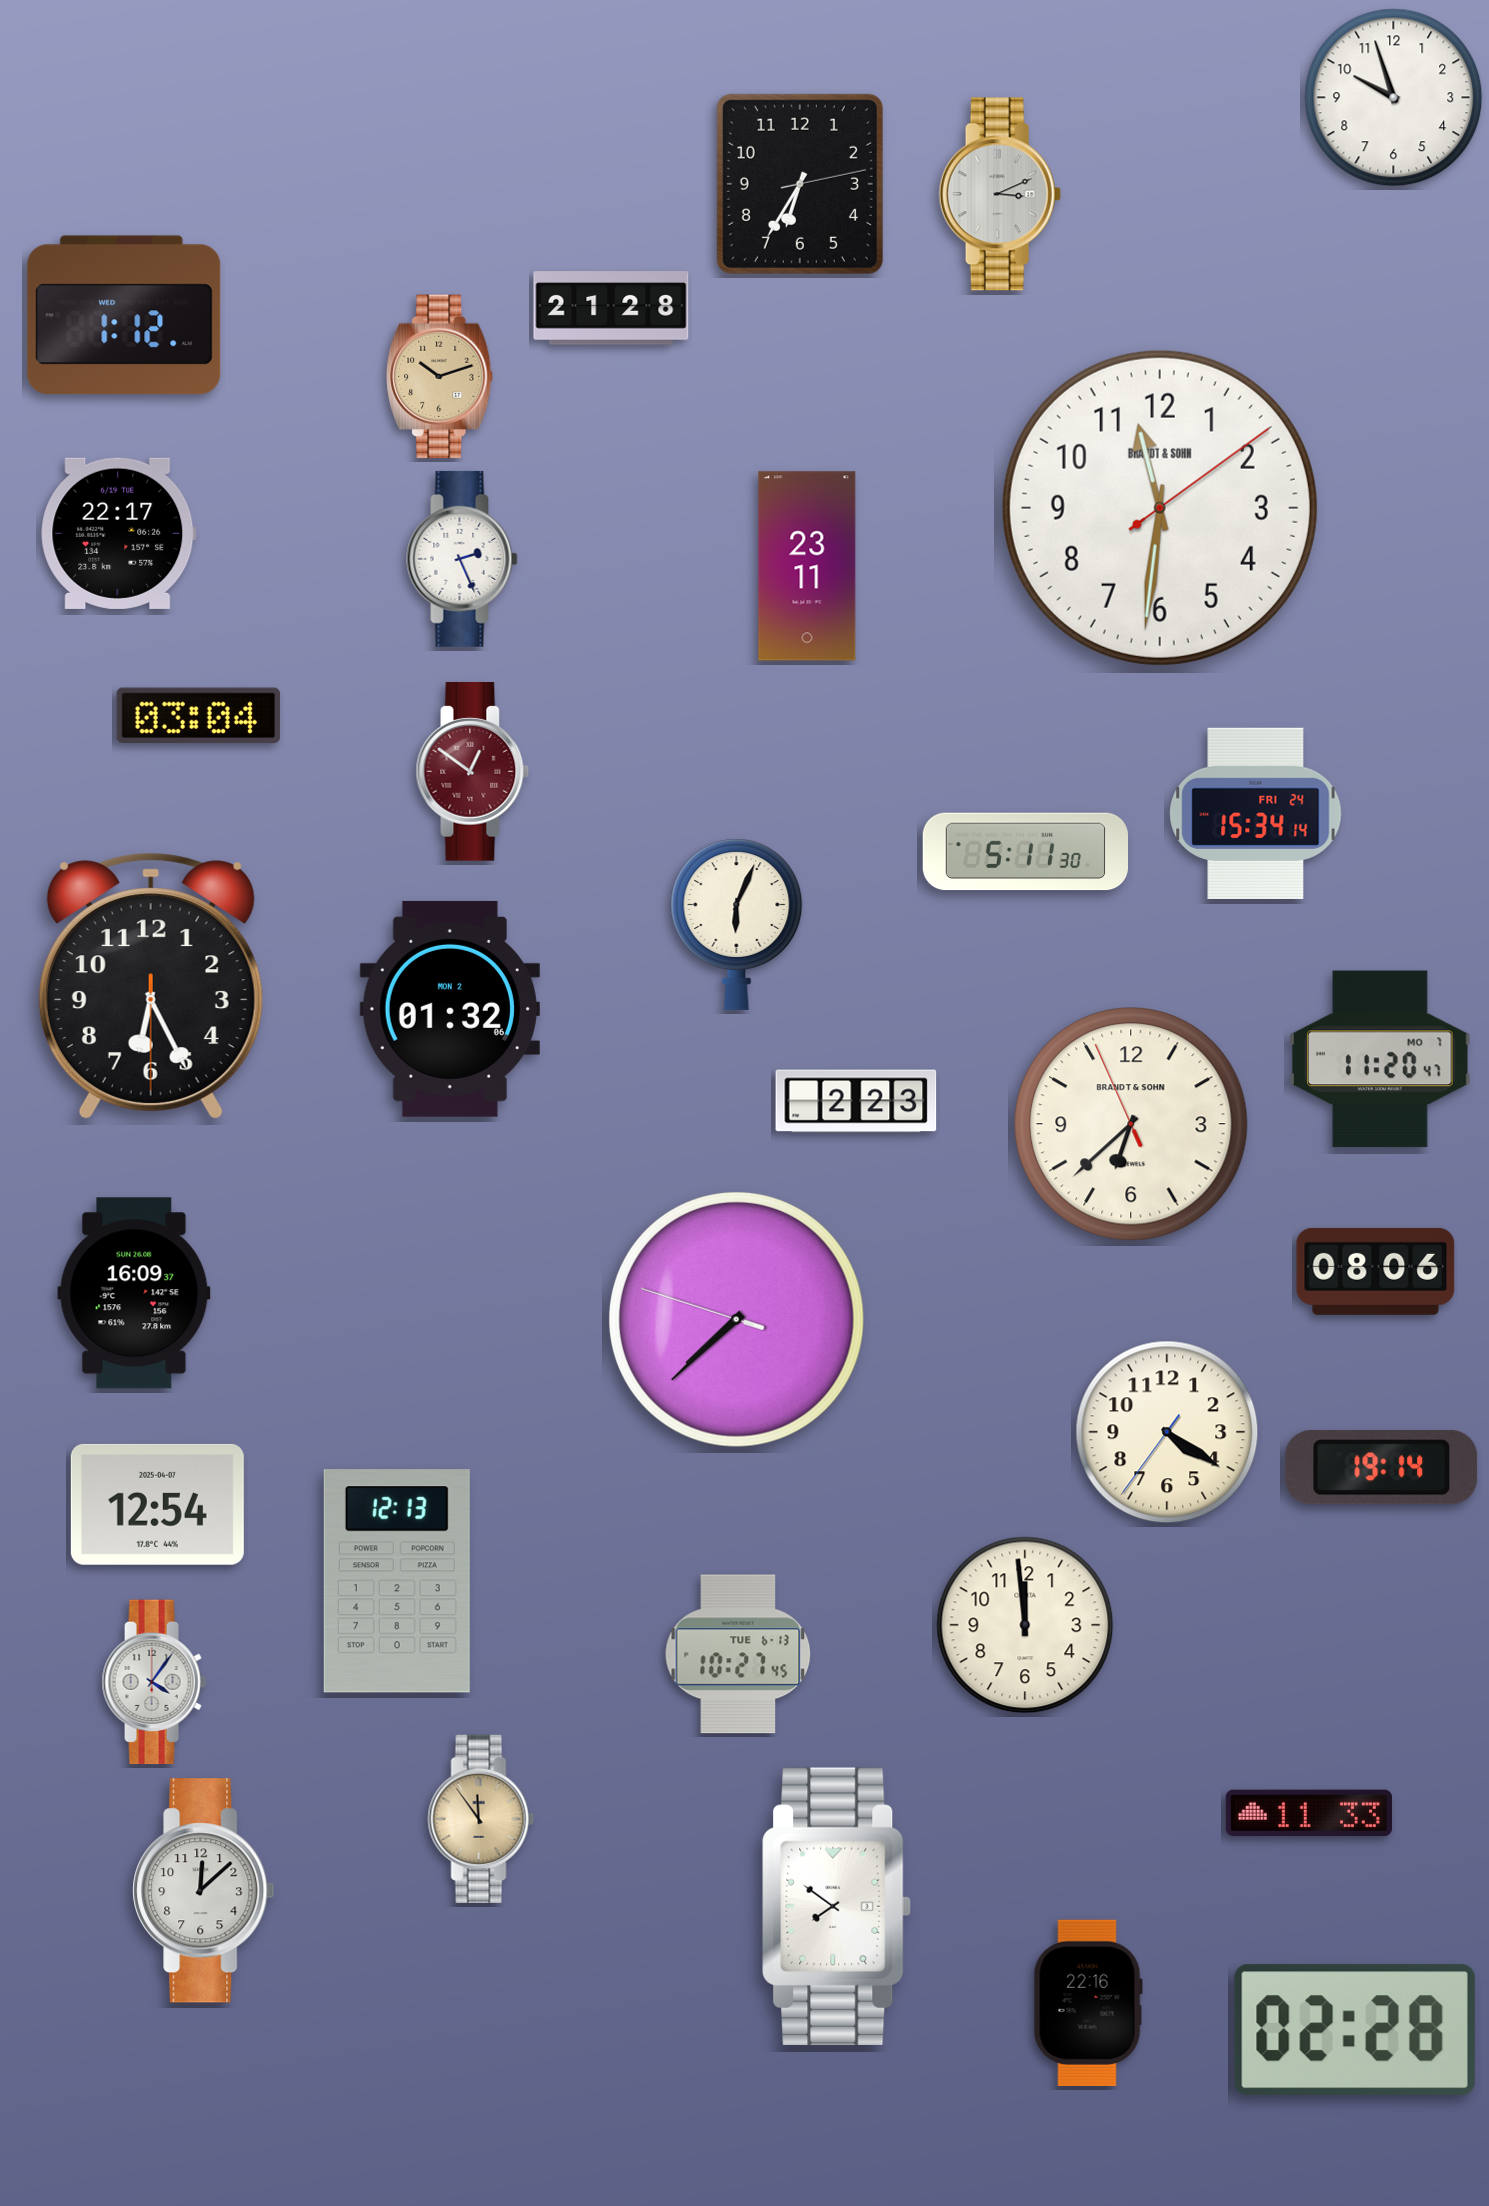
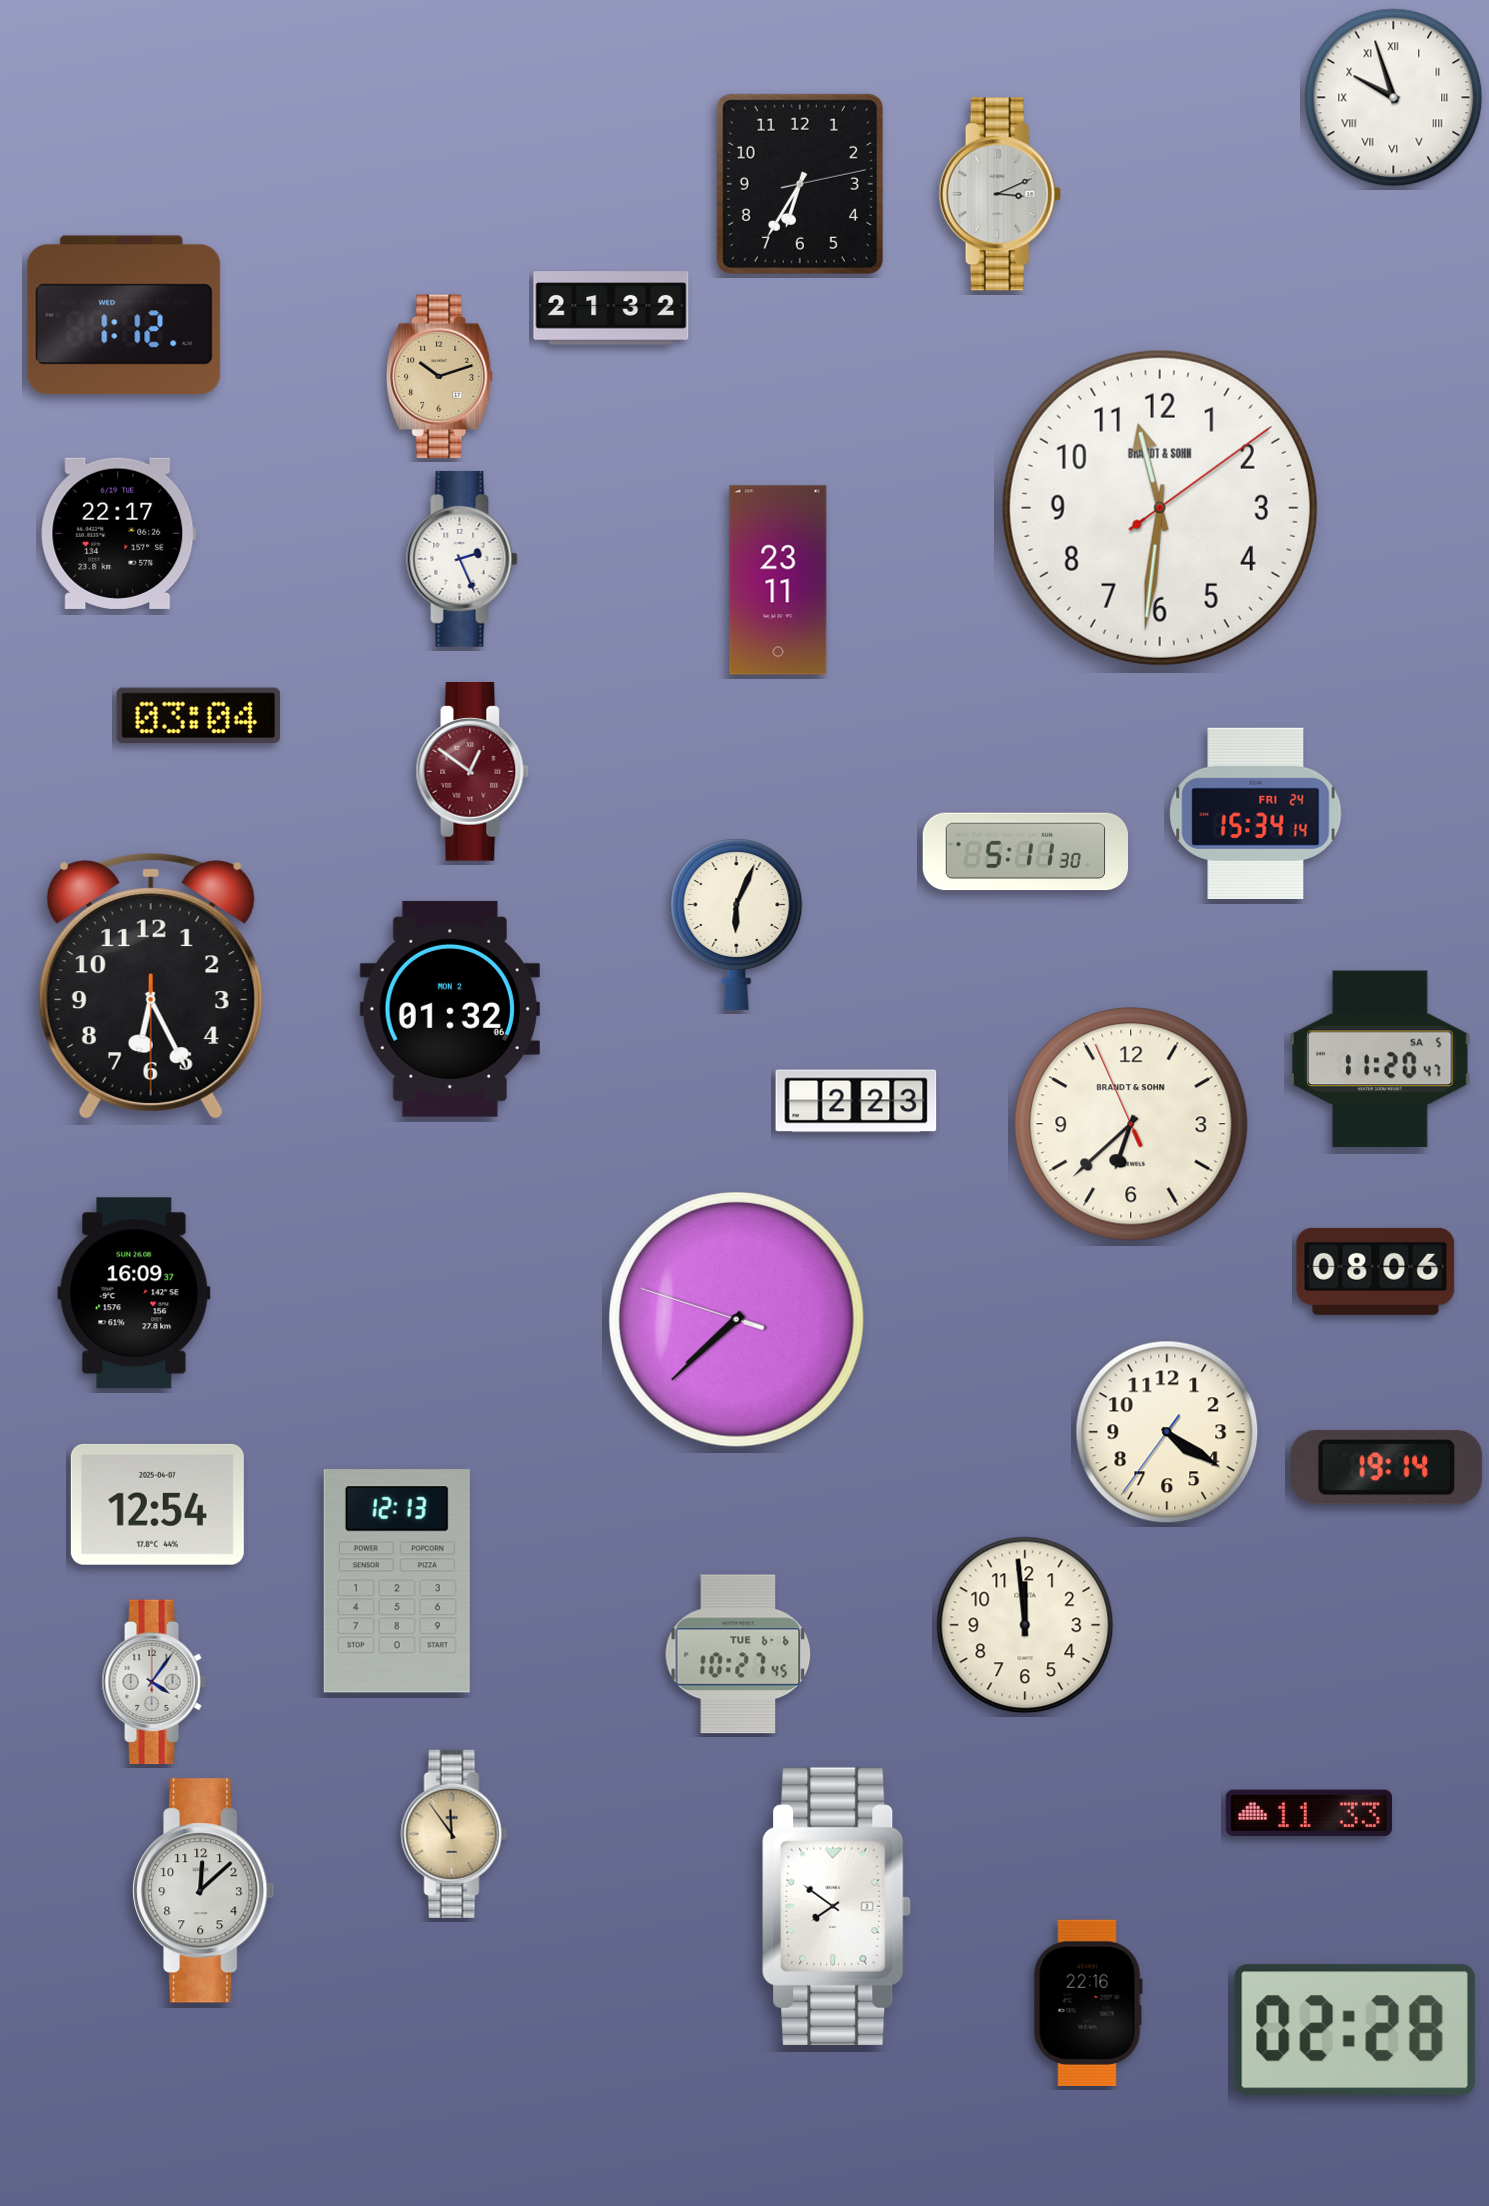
clock at (1394, 98) numerals: Arabic -> Roman
clock at (611, 308): 21:28 -> 21:32
clock at (807, 566) position: (807, 566) -> (778, 580)
clock at (1380, 1059) date: MO 7 -> SA 5
clock at (1382, 1468) position: (1382, 1468) -> (1387, 1468)
clock at (738, 1654) date: TUE 6-13 -> TUE 6-6
clock at (481, 1819) position: (481, 1819) -> (454, 1834)
